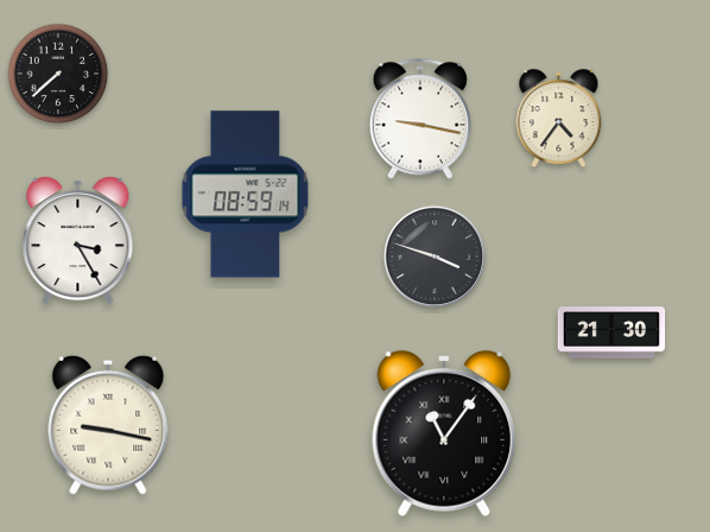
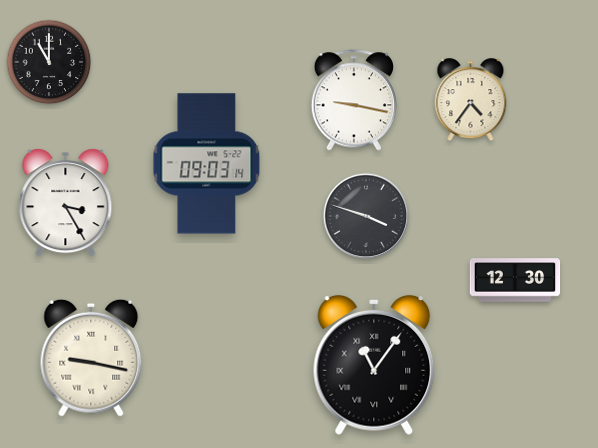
clock at (58, 74): 7:38 -> 11:00
clock at (246, 195): 08:59 -> 09:03
clock at (611, 332): 21:30 -> 12:30
